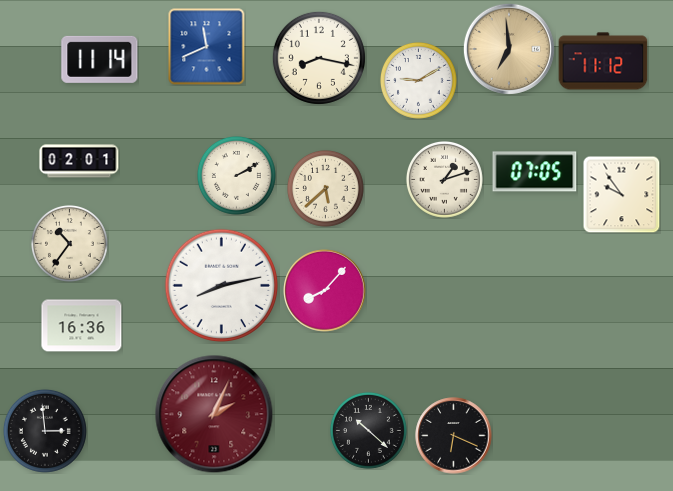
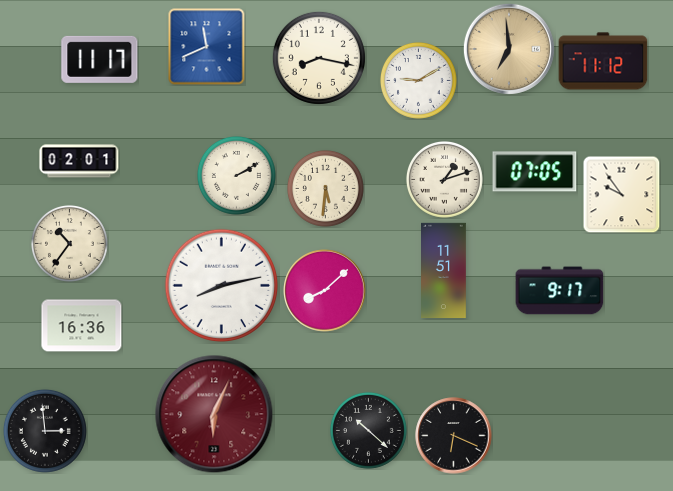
clock at (100, 59): 11:14 -> 11:17
clock at (325, 188): 5:38 -> 5:31
clock at (444, 270): none -> 11:51
clock at (325, 291): 8:07 -> 8:08
clock at (560, 291): none -> 9:17
clock at (214, 414): 2:04 -> 6:04
